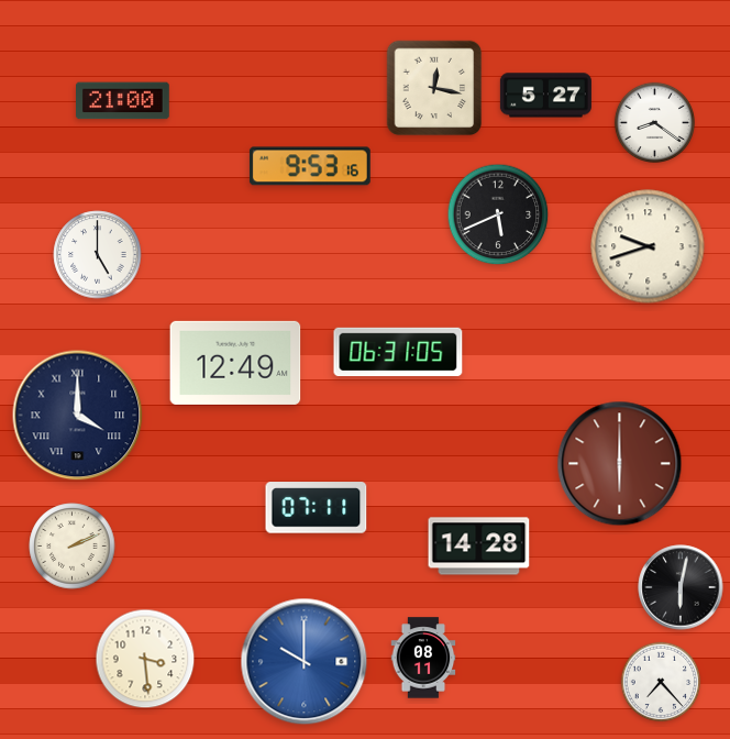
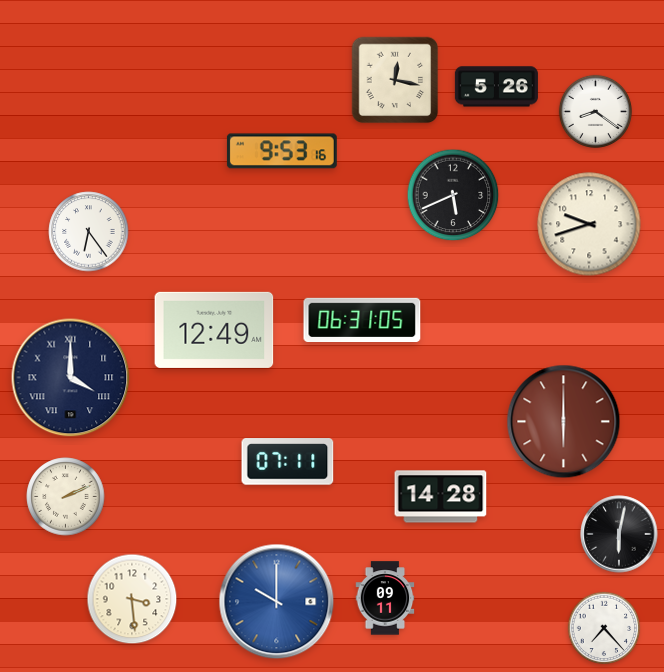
clock at (545, 96): 5:27 -> 5:26
clock at (123, 101): 21:00 -> none
clock at (98, 255): 5:00 -> 6:24
clock at (479, 547) position: (479, 547) -> (441, 497)
clock at (423, 658): 08:11 -> 09:11
clock at (661, 682) position: (661, 682) -> (604, 628)
